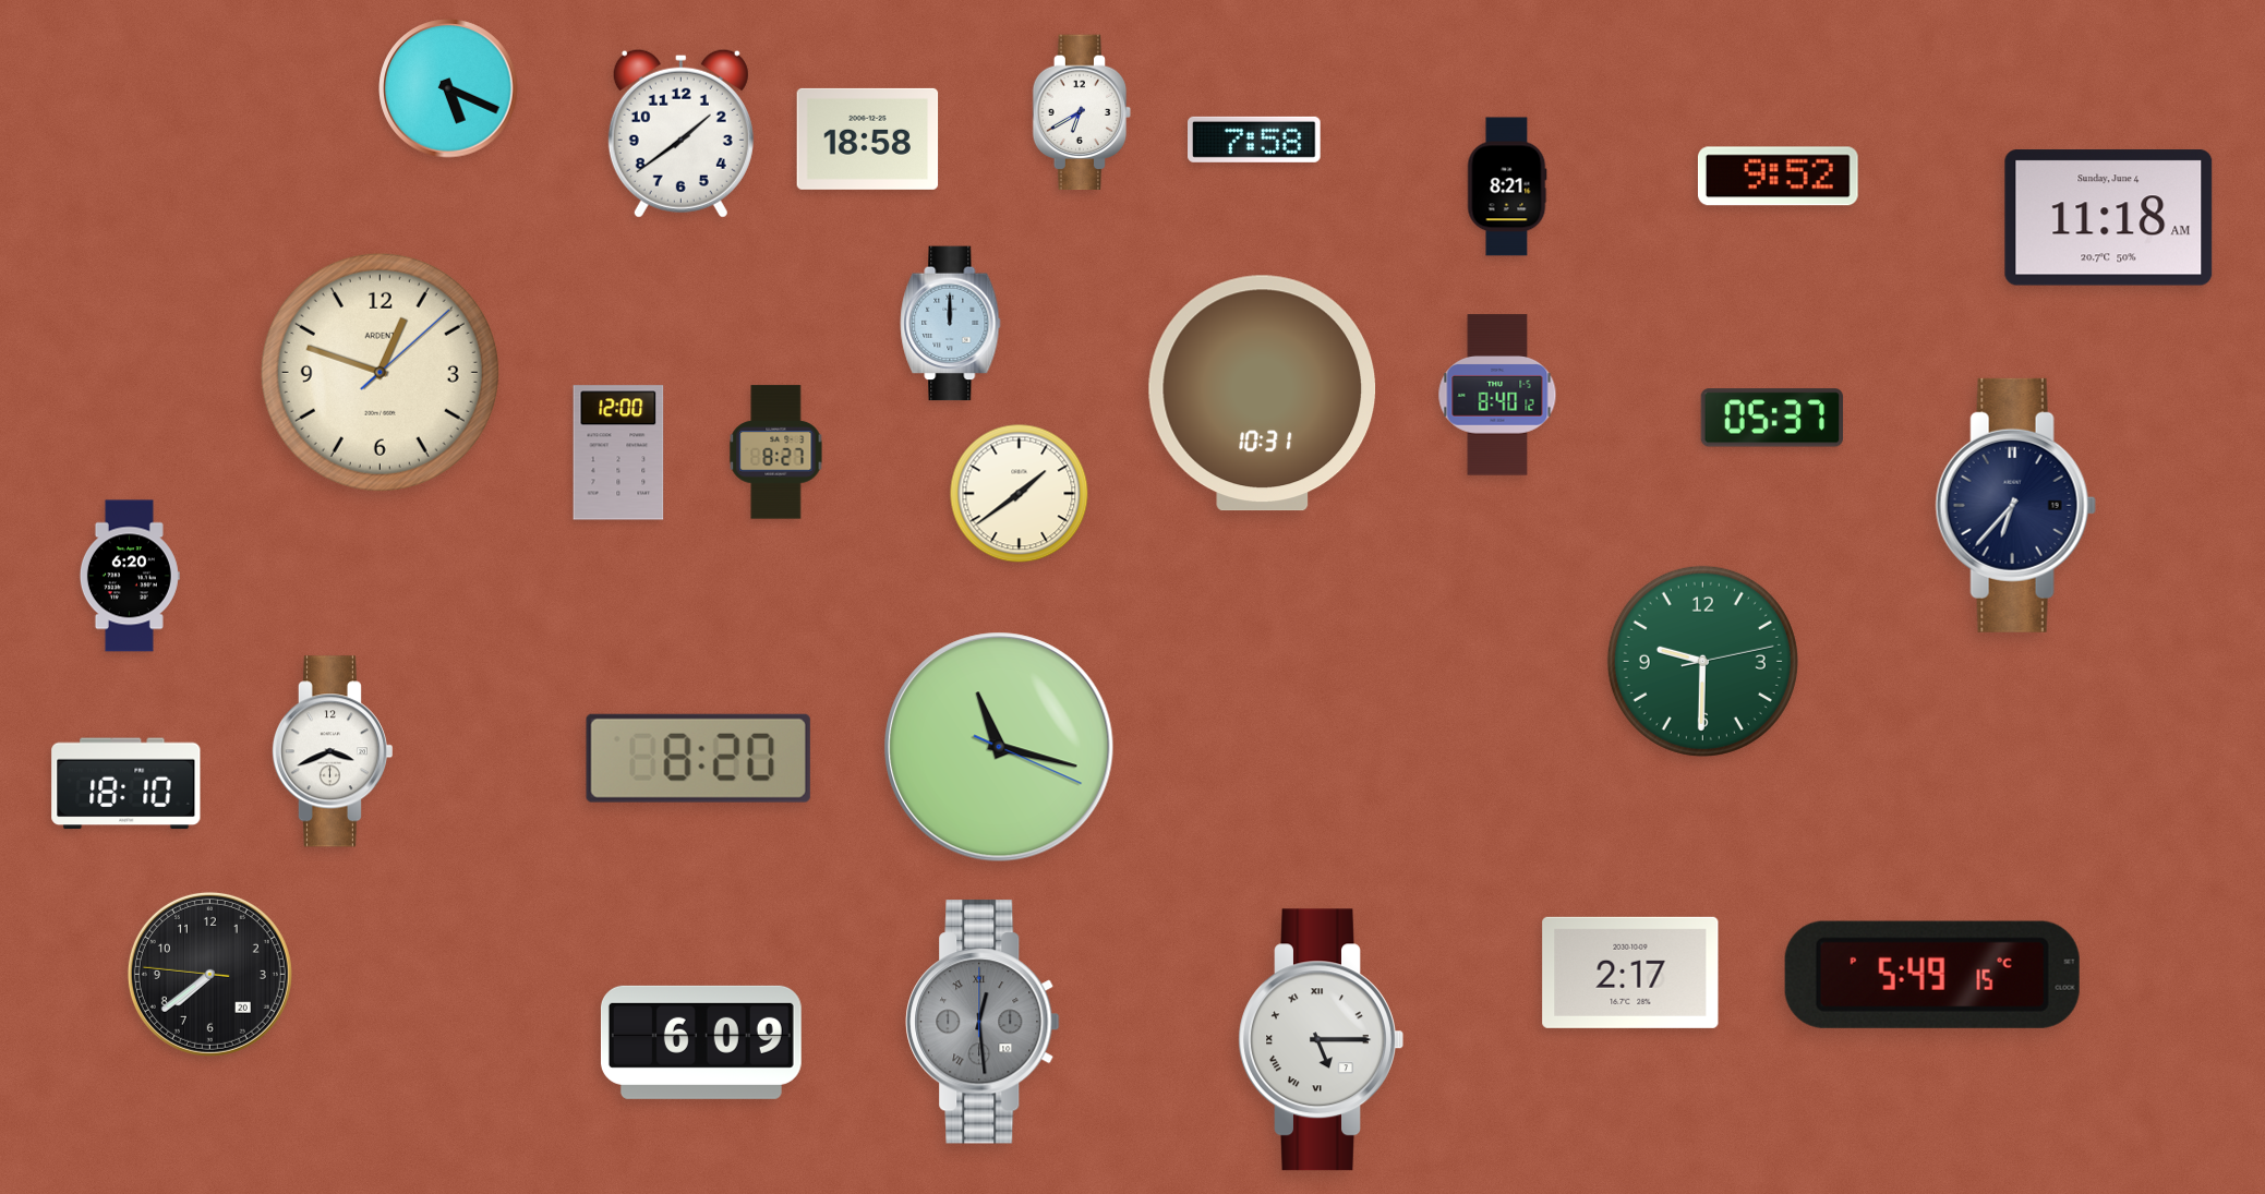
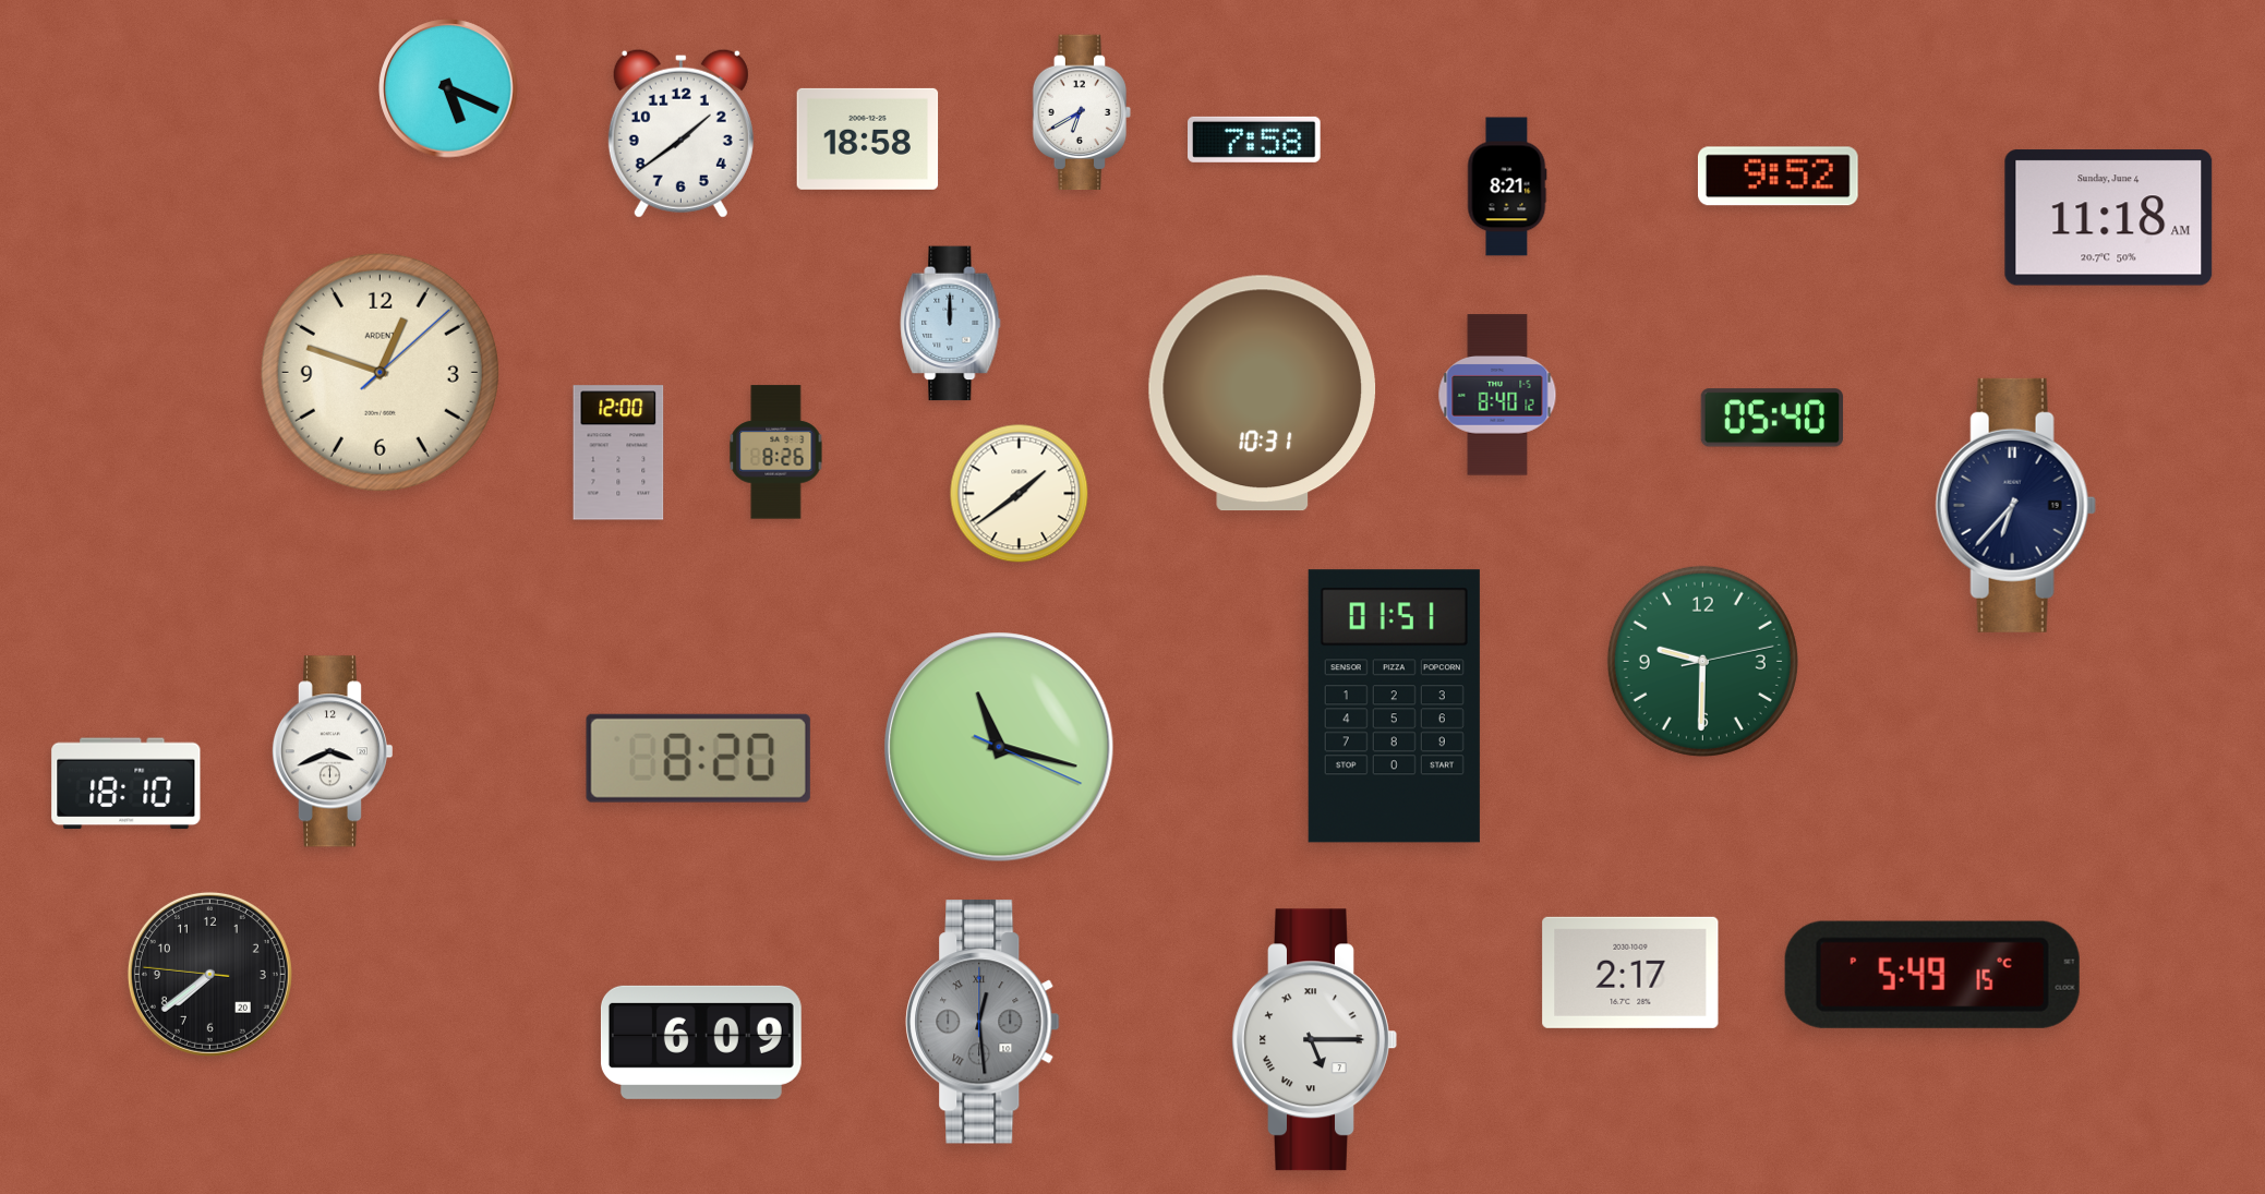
clock at (1772, 418): 05:37 -> 05:40
clock at (776, 453): 8:27 -> 8:26
clock at (130, 576): 6:20 -> none
clock at (1394, 707): none -> 01:51
clock at (1321, 1040) position: (1321, 1040) -> (1314, 1040)
